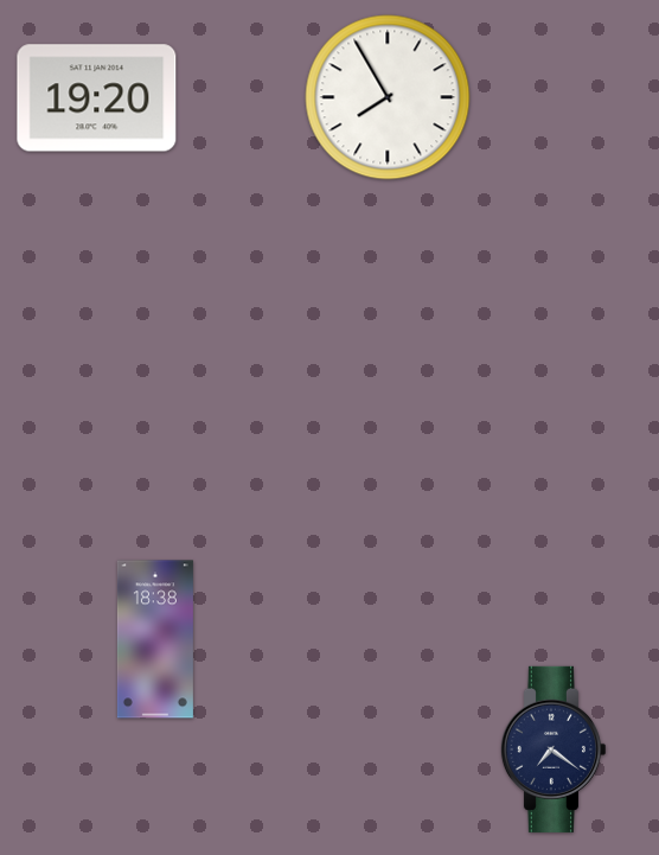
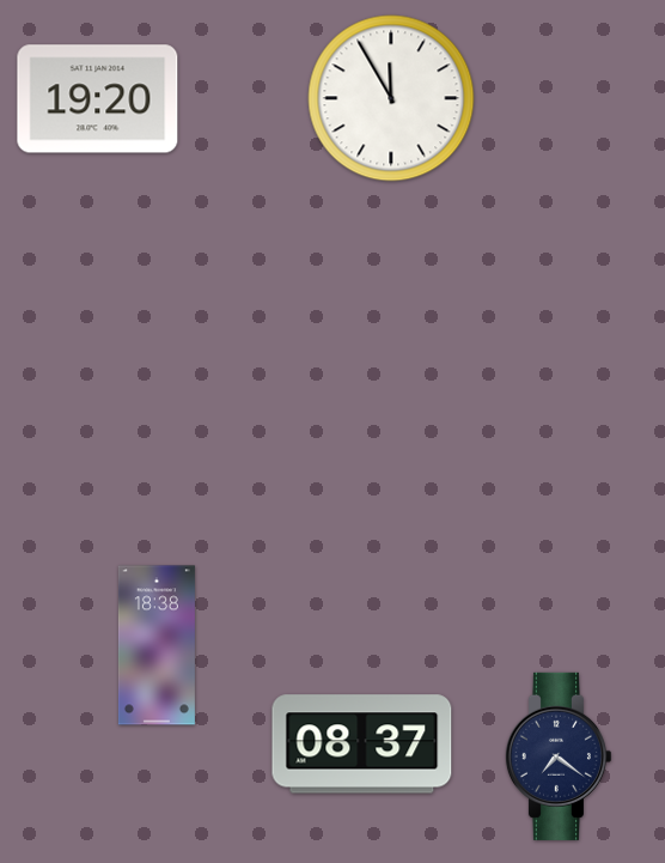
clock at (388, 97): 7:55 -> 11:55
clock at (362, 745): none -> 08:37
